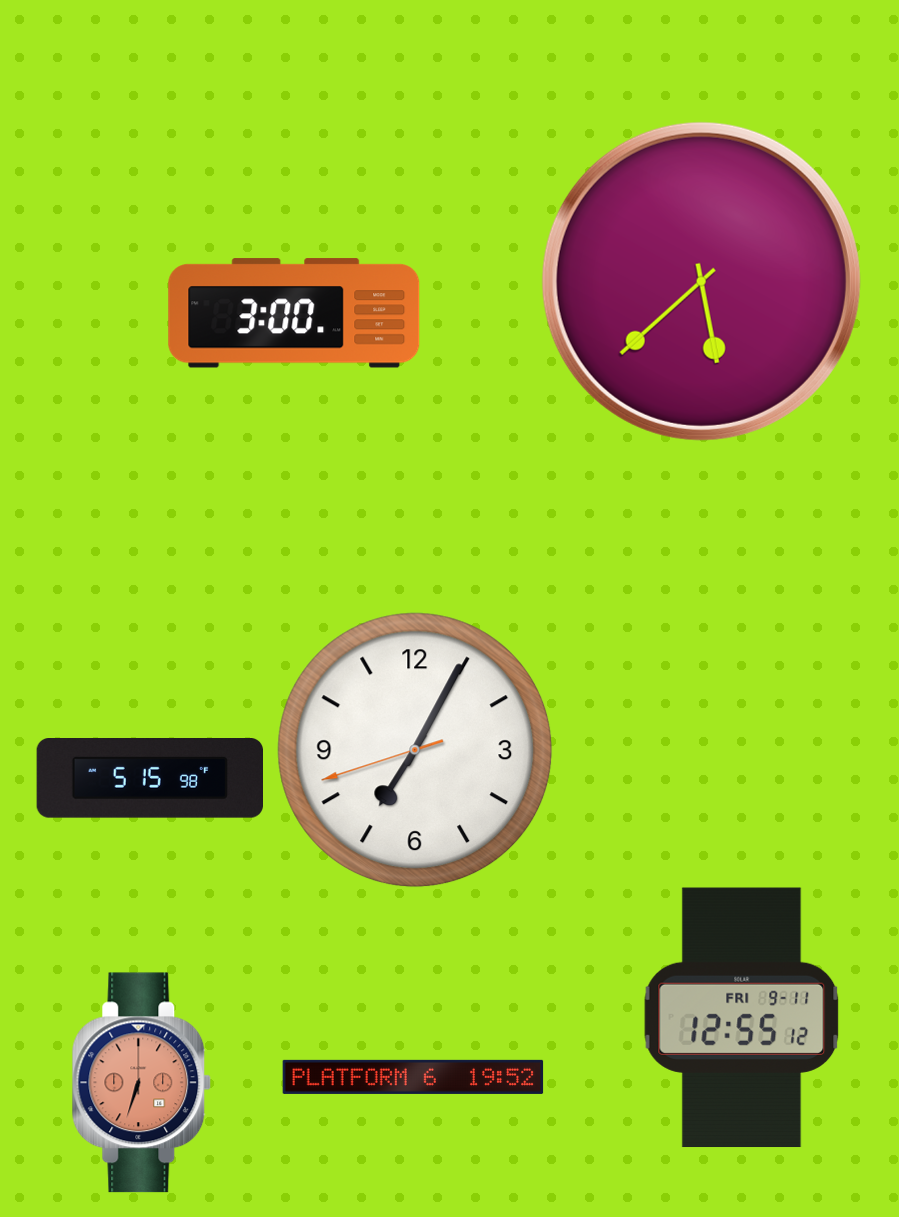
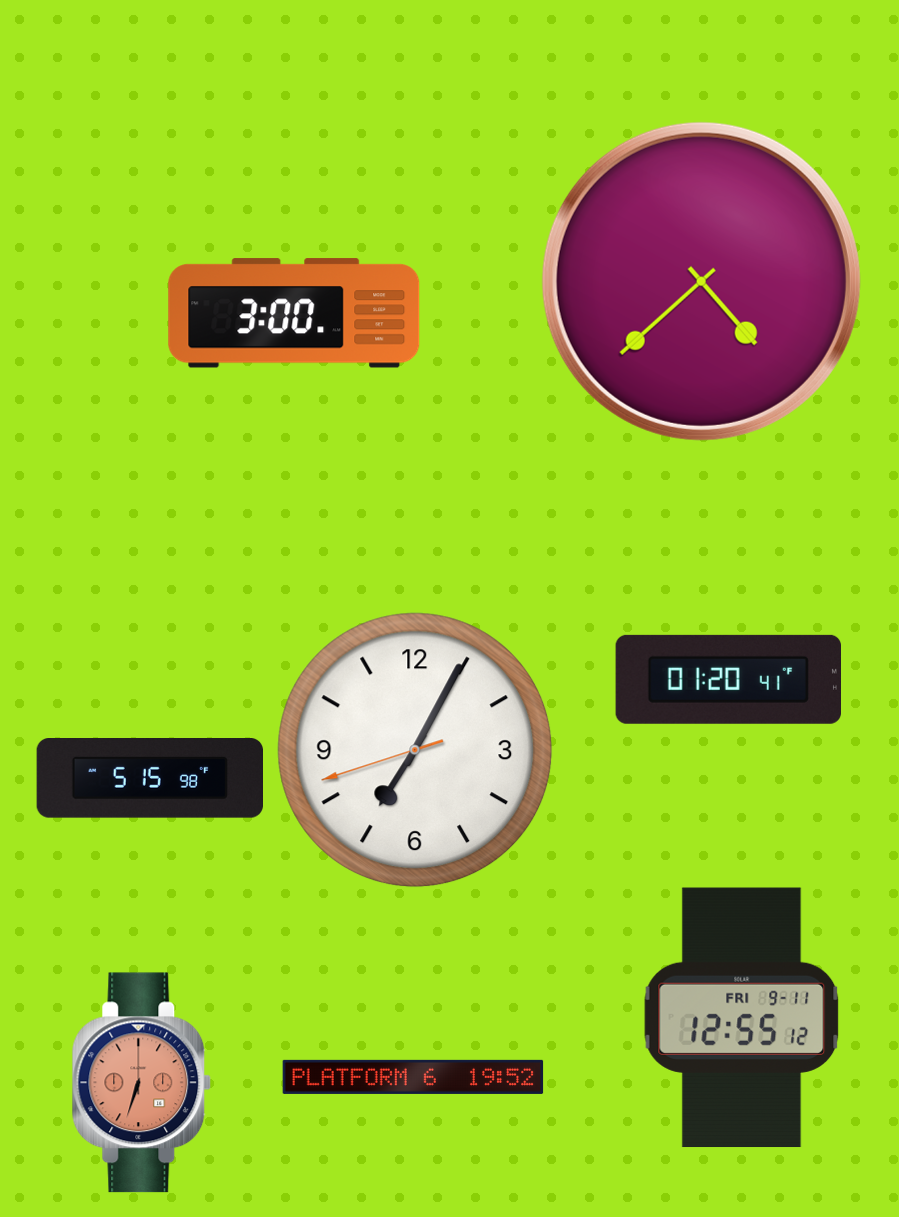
clock at (701, 281): 5:38 -> 4:38
clock at (728, 679): none -> 01:20
